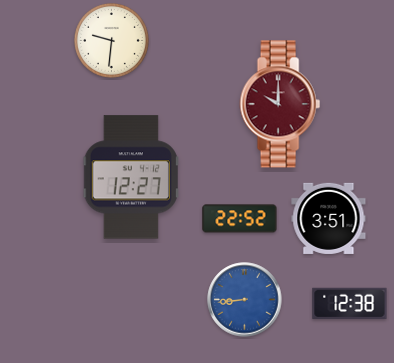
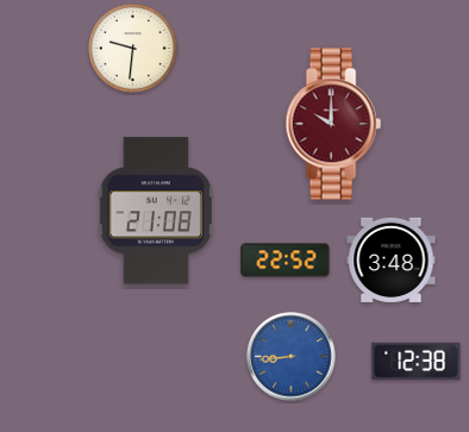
clock at (130, 177): 12:27 -> 21:08
clock at (329, 218): 3:51 -> 3:48
